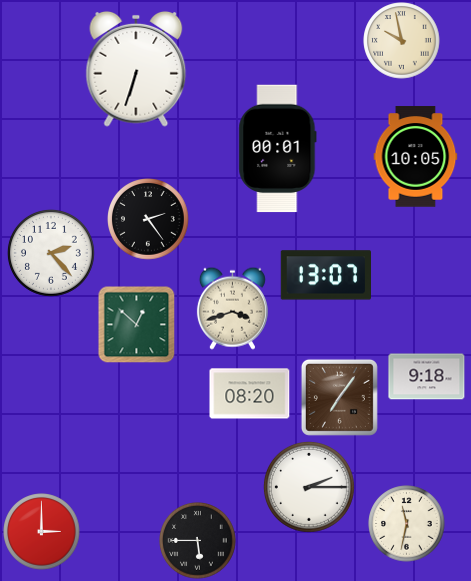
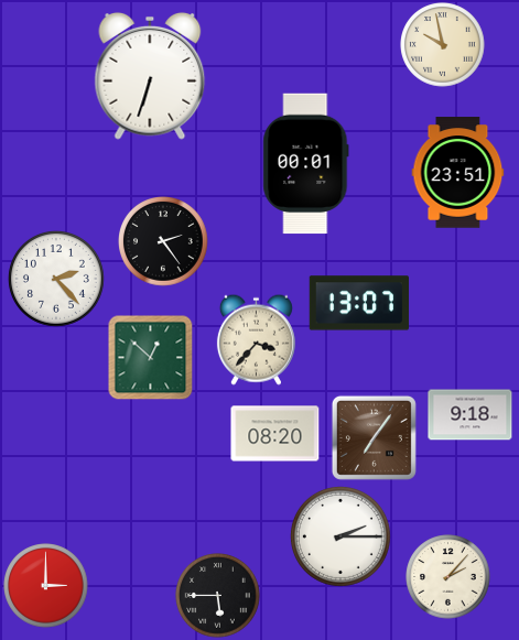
clock at (416, 157): 10:05 -> 23:51
clock at (232, 308): 3:42 -> 3:37
clock at (407, 524): 11:32 -> 2:07
